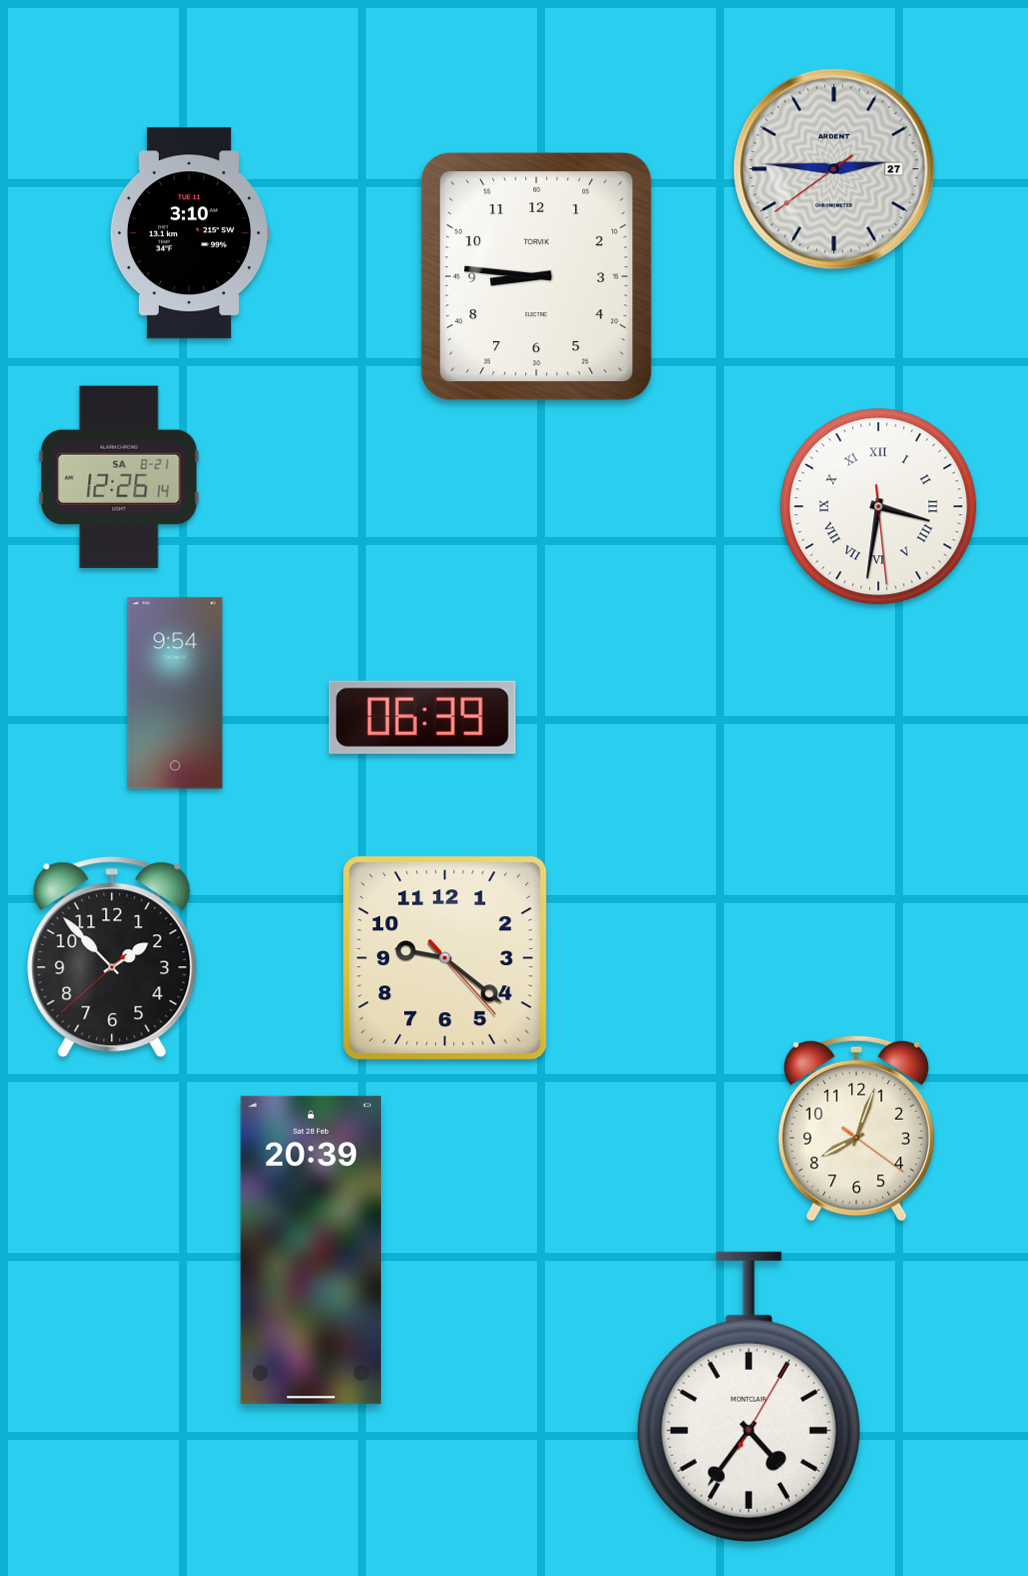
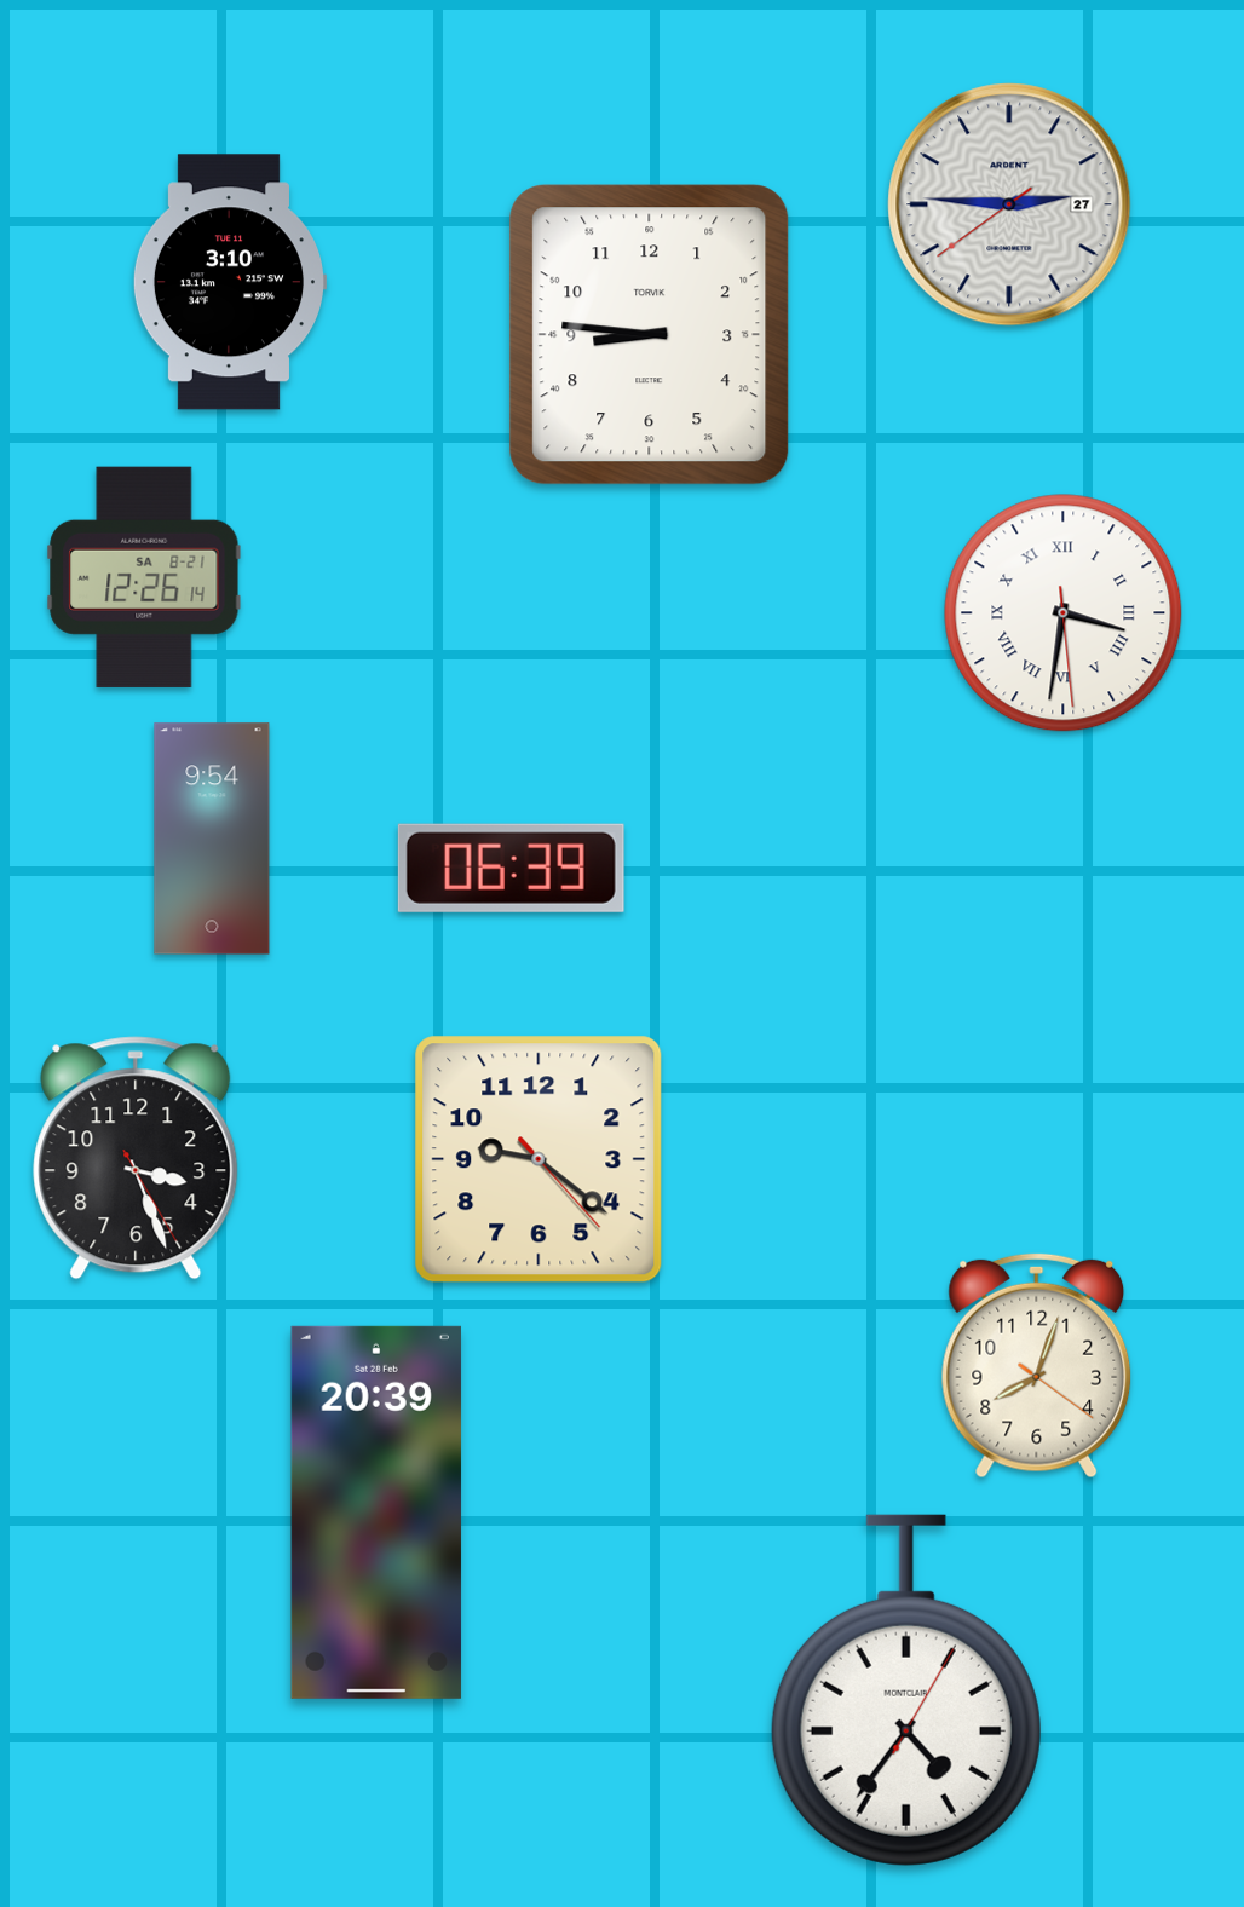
clock at (112, 957): 1:52 -> 3:26
